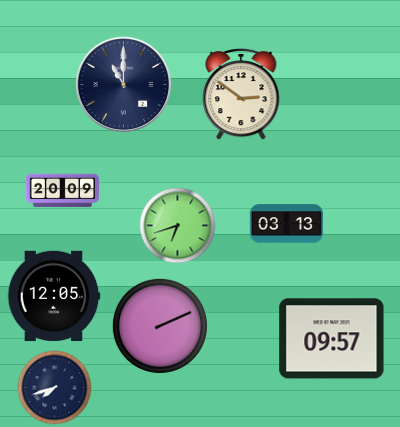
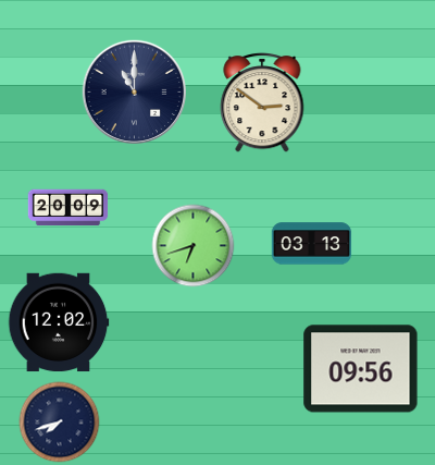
clock at (54, 296): 12:05 -> 12:02
clock at (160, 326): 2:11 -> none
clock at (332, 339): 09:57 -> 09:56
